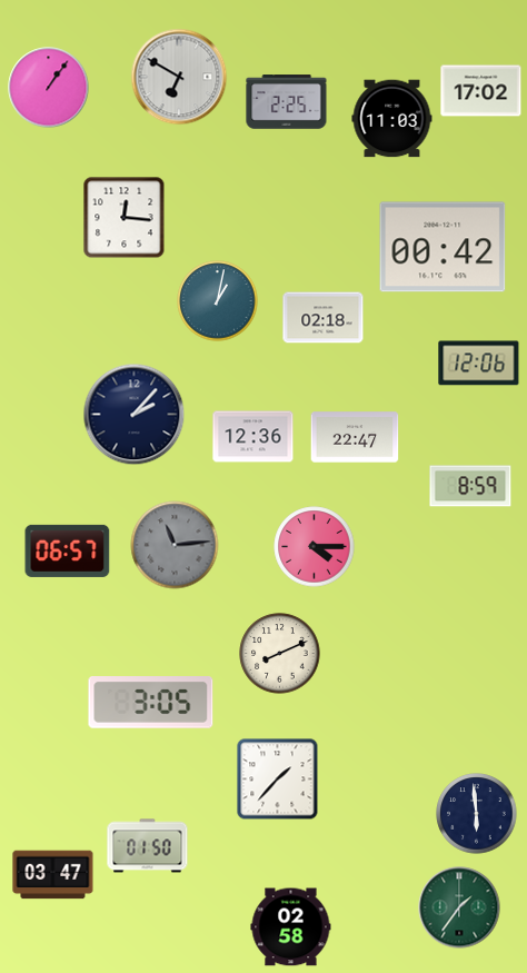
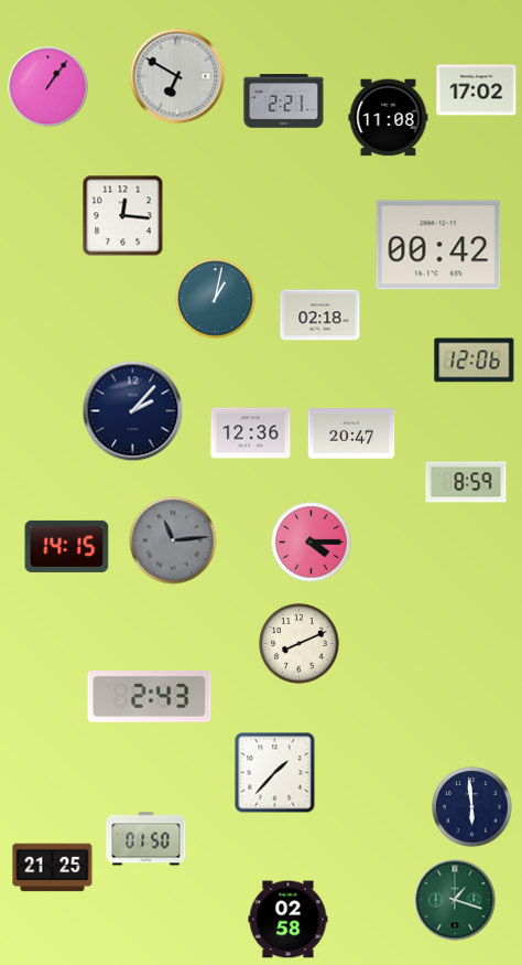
clock at (287, 102): 2:25 -> 2:21
clock at (392, 119): 11:03 -> 11:08
clock at (355, 437): 22:47 -> 20:47
clock at (68, 550): 06:57 -> 14:15
clock at (280, 654) position: (280, 654) -> (300, 644)
clock at (151, 703): 3:05 -> 2:43
clock at (53, 875): 03:47 -> 21:25
clock at (459, 907): 1:36 -> 1:18
